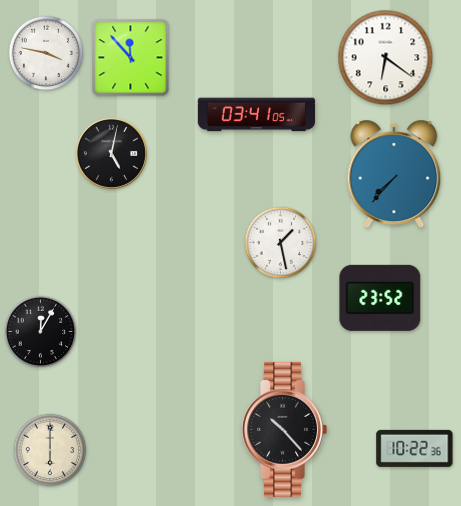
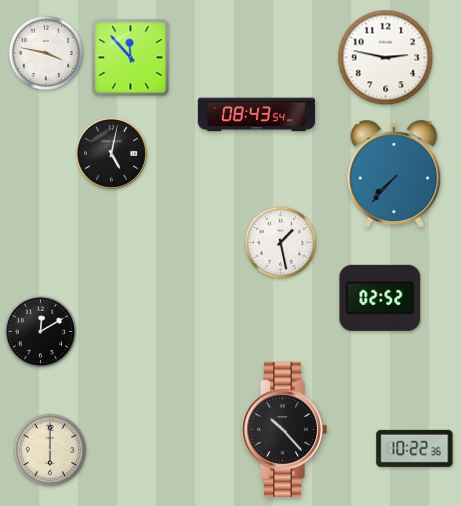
clock at (386, 58): 6:21 -> 2:47
clock at (257, 115): 03:41 -> 08:43
clock at (380, 298): 23:52 -> 02:52
clock at (41, 332): 12:05 -> 12:10
